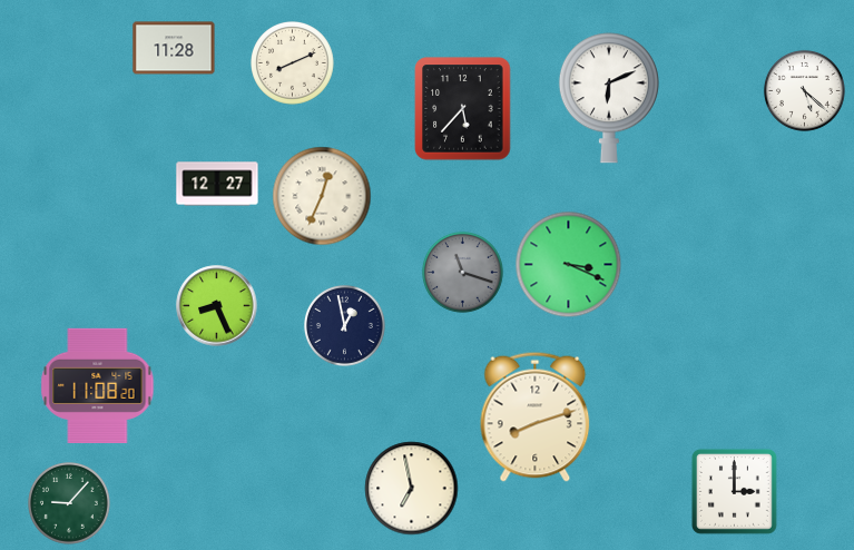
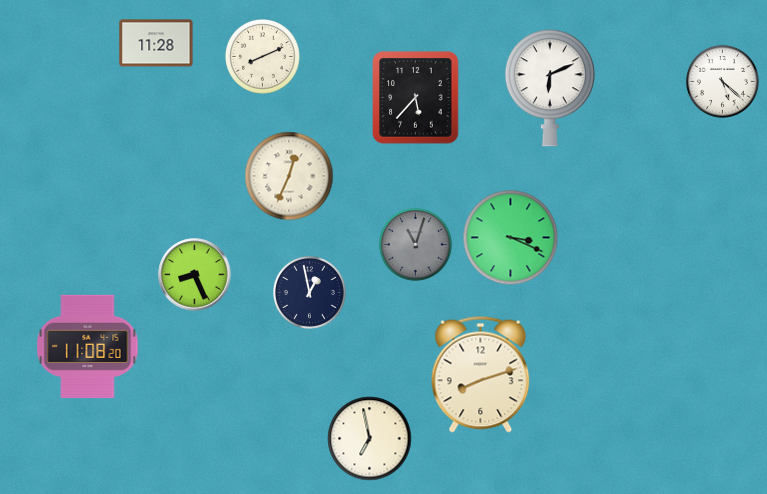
clock at (609, 98) position: (609, 98) -> (550, 88)
clock at (217, 184): 12:27 -> none
clock at (462, 272): 11:18 -> 11:03
clock at (734, 491): 3:00 -> none
clock at (70, 504): 9:07 -> none
